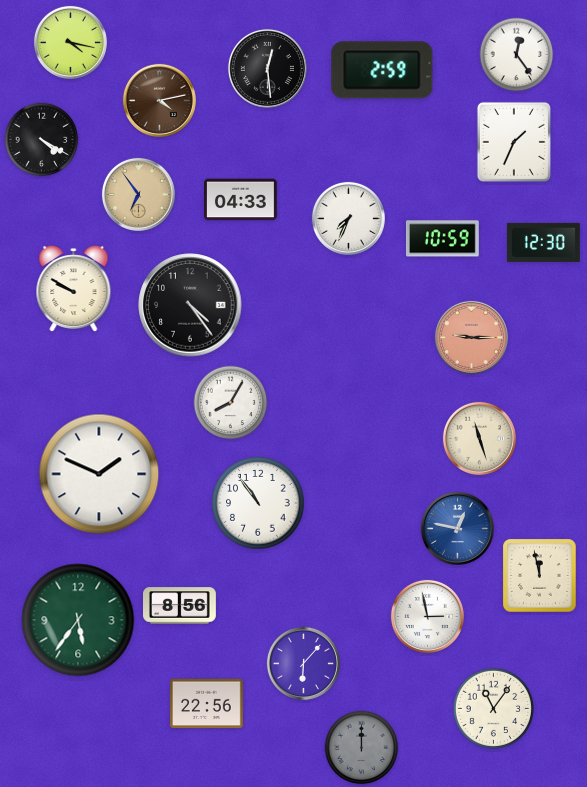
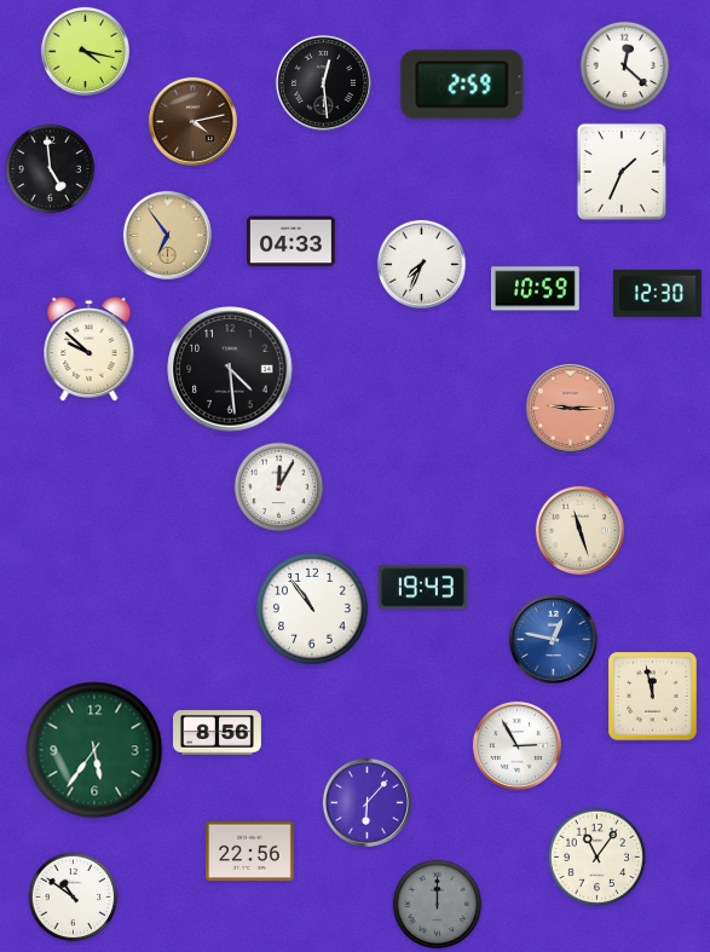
clock at (517, 55): 12:24 -> 12:22
clock at (42, 140): 4:20 -> 4:59
clock at (74, 289): 9:50 -> 9:52
clock at (190, 305): 4:24 -> 4:29
clock at (231, 403): 8:05 -> 12:05
clock at (99, 474): 1:49 -> none
clock at (422, 588): none -> 19:43
clock at (427, 616): 2:58 -> 2:55
clock at (74, 898): none -> 10:51
